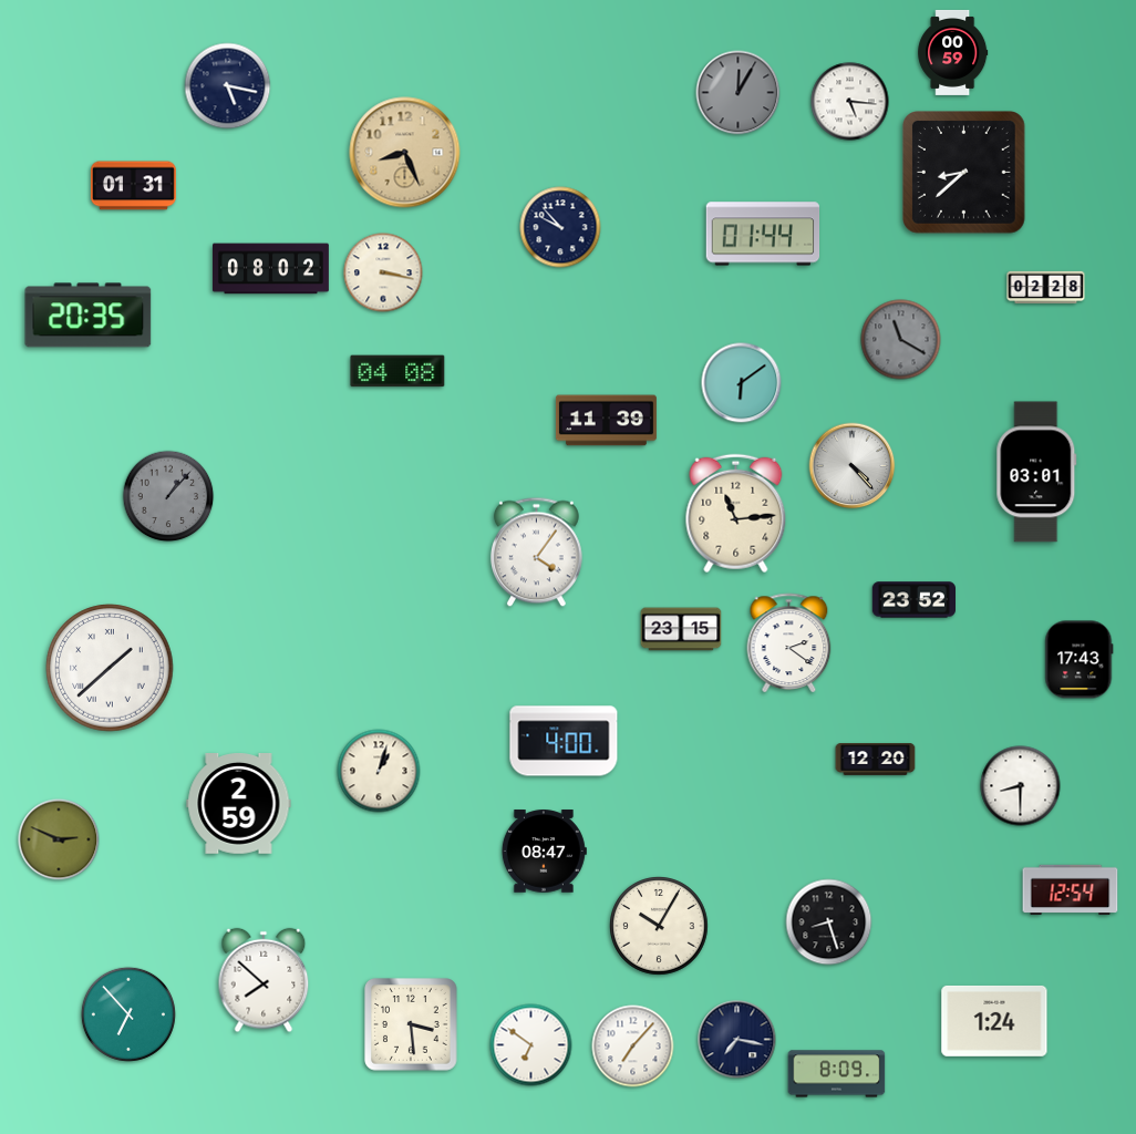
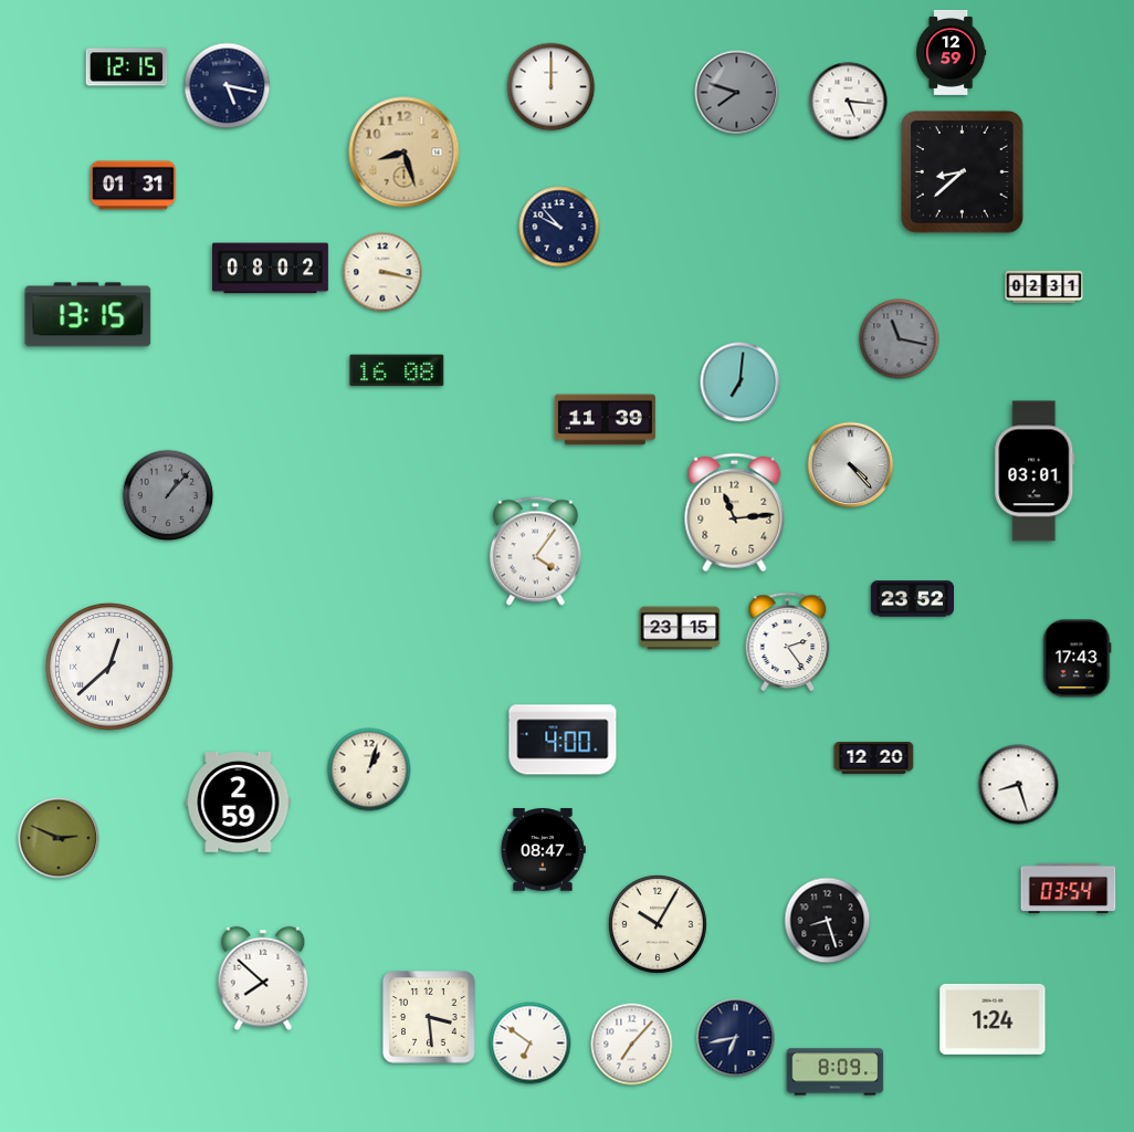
clock at (953, 52): 00:59 -> 12:59
clock at (127, 67): none -> 12:15
clock at (552, 87): none -> 12:00
clock at (739, 93): 12:05 -> 7:48
clock at (405, 153): 8:26 -> 8:27
clock at (763, 234): 01:44 -> none
clock at (1046, 287): 02:28 -> 02:31
clock at (89, 316): 20:35 -> 13:15
clock at (901, 340): 11:20 -> 11:17
clock at (397, 371): 04:08 -> 16:08
clock at (742, 383): 6:09 -> 7:01
clock at (789, 642): 2:21 -> 2:24
clock at (110, 668): 1:38 -> 12:38
clock at (379, 771) position: (379, 771) -> (369, 769)
clock at (1021, 786): 8:30 -> 8:27
clock at (1071, 890): 12:54 -> 03:54
clock at (128, 1014): 6:53 -> none
clock at (411, 1024) position: (411, 1024) -> (429, 1017)
clock at (737, 1040): 7:17 -> 6:43
